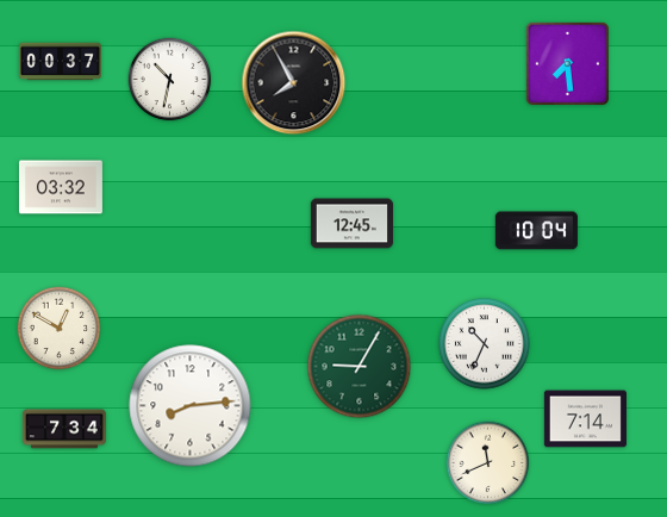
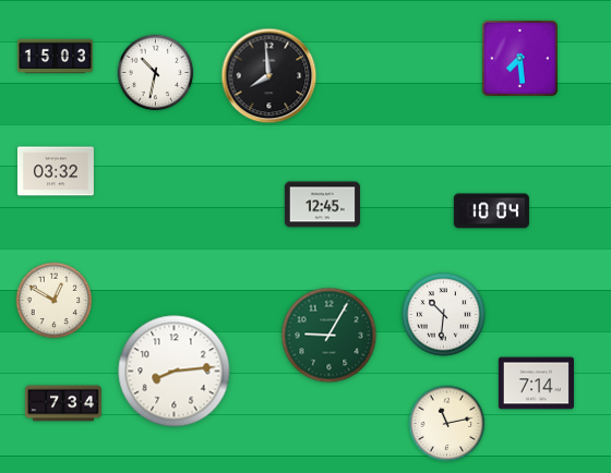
clock at (60, 62): 00:37 -> 15:03
clock at (294, 83): 7:55 -> 7:59
clock at (485, 344): 10:34 -> 10:31
clock at (64, 429) position: (64, 429) -> (63, 403)
clock at (488, 463): 11:41 -> 11:13
